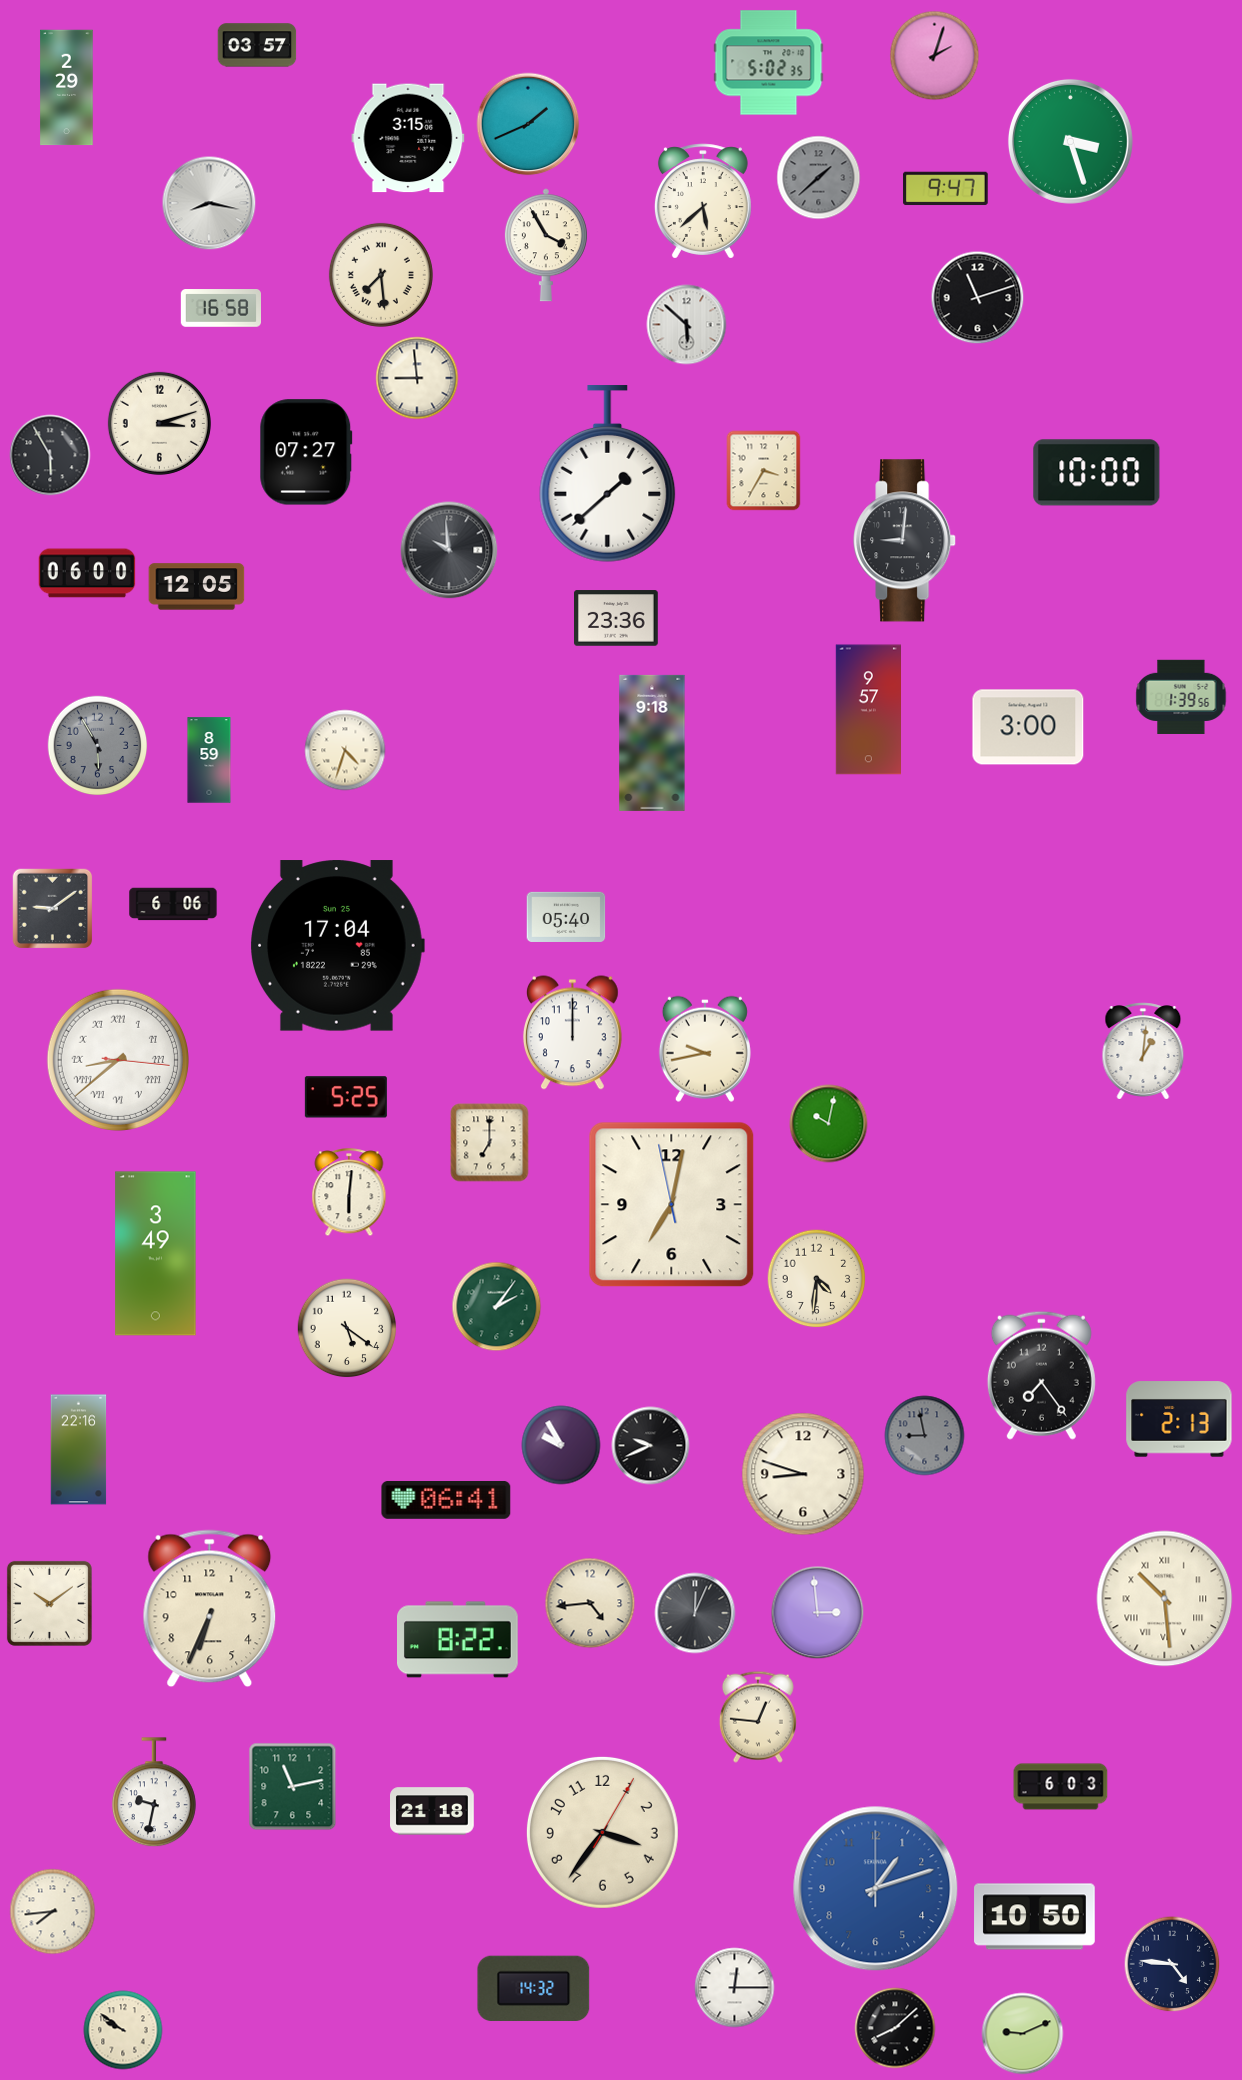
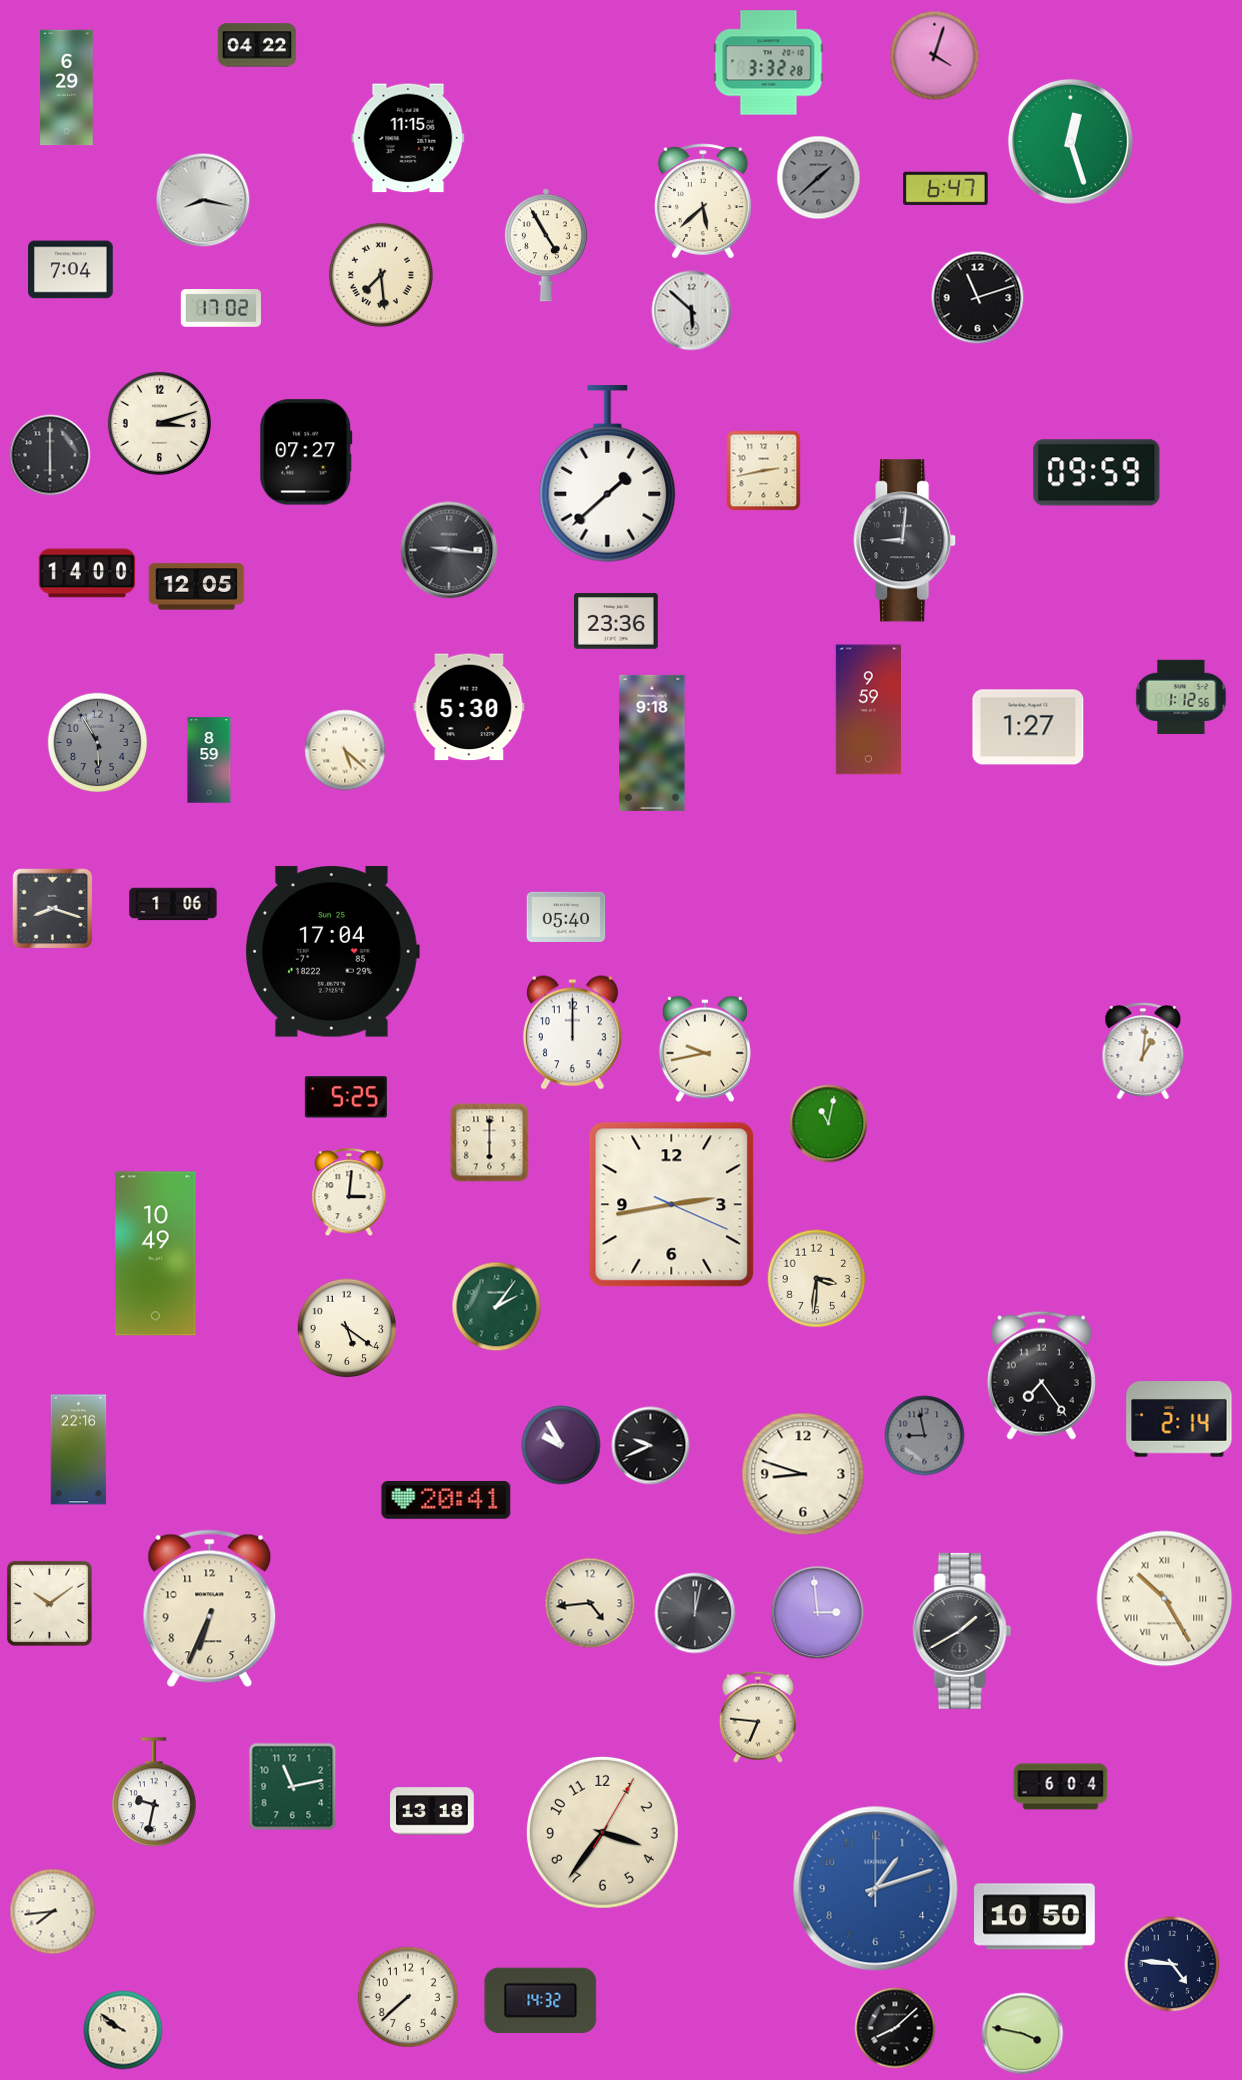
clock at (257, 45): 03:57 -> 04:22
clock at (935, 56): 2:03 -> 4:03
clock at (769, 63): 5:02 -> 3:32
clock at (67, 88): 2:29 -> 6:29
clock at (528, 124): 1:41 -> none
clock at (408, 138): 3:15 -> 11:15
clock at (1070, 141): 3:27 -> 12:27
clock at (946, 189): 9:47 -> 6:47
clock at (209, 203) position: (209, 203) -> (203, 200)
clock at (546, 245): 3:55 -> 4:55
clock at (71, 270): none -> 7:04
clock at (220, 308): 16:58 -> 17:02
clock at (687, 325) position: (687, 325) -> (692, 311)
clock at (417, 378): 8:59 -> none
clock at (50, 455): 5:55 -> 6:00
clock at (764, 471): 3:35 -> 2:43
clock at (1097, 473): 10:00 -> 09:59
clock at (449, 550): 9:59 -> 9:16
clock at (87, 573): 06:00 -> 14:00
clock at (617, 618) position: (617, 618) -> (617, 621)
clock at (1181, 697): 1:39 -> 1:12
clock at (469, 707): none -> 5:30
clock at (868, 710): 9:57 -> 9:59
clock at (1028, 727): 3:00 -> 1:27
clock at (98, 746) position: (98, 746) -> (98, 743)
clock at (345, 750): 4:33 -> 5:22
clock at (173, 904): 6:06 -> 1:06
clock at (53, 909): 9:09 -> 8:18
clock at (338, 946) position: (338, 946) -> (333, 952)
clock at (118, 1060): 8:38 -> none
clock at (829, 1124): 10:02 -> 11:02
clock at (490, 1143): 7:00 -> 6:00
clock at (349, 1193): 6:01 -> 3:01
clock at (672, 1205): 7:01 -> 2:43
clock at (156, 1254): 3:49 -> 10:49
clock at (817, 1279): 4:31 -> 3:31
clock at (1179, 1419): 2:13 -> 2:14
clock at (446, 1500): 06:41 -> 20:41
clock at (1165, 1599): 10:29 -> 10:25
clock at (695, 1613): 12:04 -> 12:02
clock at (962, 1631): none -> 1:40
clock at (458, 1640): 8:22 -> none
clock at (758, 1717): 12:46 -> 6:46
clock at (1061, 1787): 6:03 -> 6:04
clock at (433, 1811): 21:18 -> 13:18
clock at (534, 1988) position: (534, 1988) -> (541, 2000)
clock at (735, 1988): 12:15 -> none
clock at (407, 1996): none -> 7:38
clock at (1023, 2034): 9:11 -> 3:47
